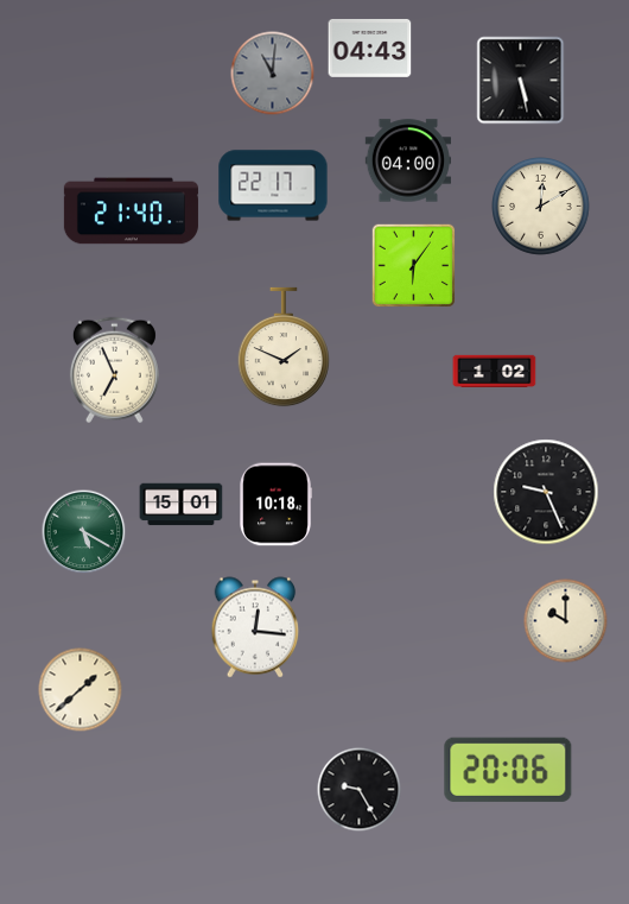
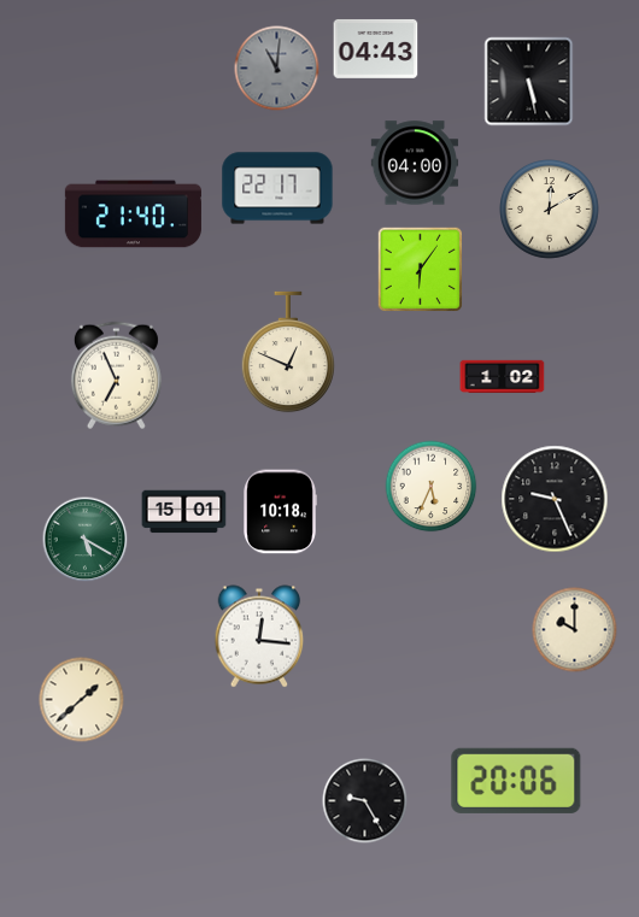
clock at (273, 74) position: (273, 74) -> (277, 69)
clock at (282, 347): 1:49 -> 12:49
clock at (432, 487): none -> 5:34
